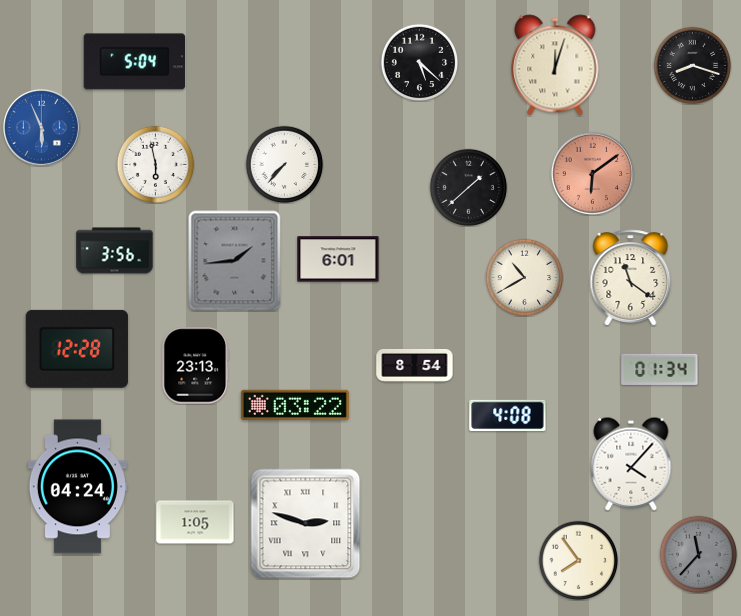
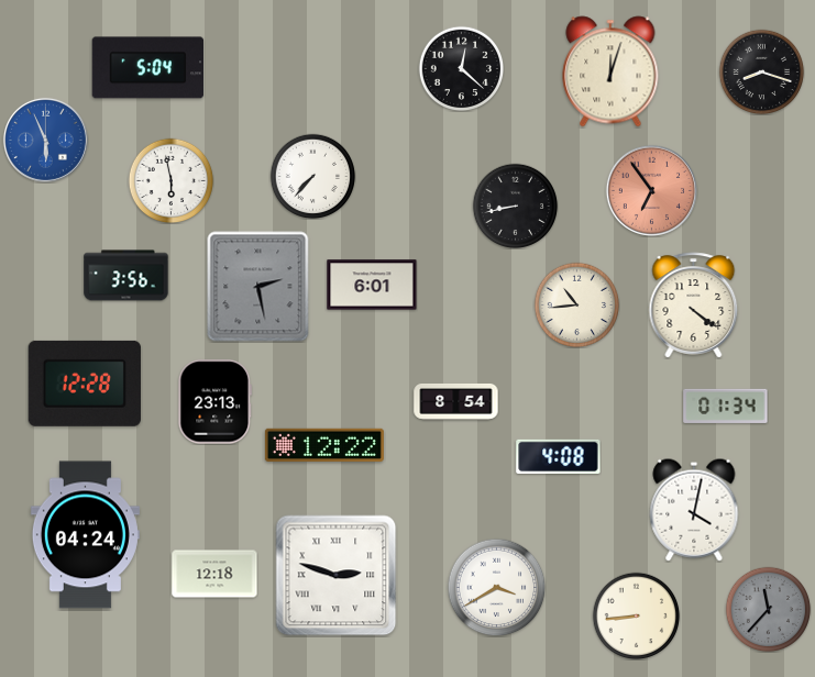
clock at (419, 62): 5:22 -> 12:22
clock at (284, 164) position: (284, 164) -> (312, 176)
clock at (592, 173): 6:09 -> 6:54
clock at (468, 187): 1:38 -> 8:43
clock at (235, 261): 1:44 -> 2:28
clock at (524, 277): 10:40 -> 10:44
clock at (631, 278): 11:21 -> 4:21
clock at (295, 405): 03:22 -> 12:22
clock at (631, 464): 4:07 -> 4:02
clock at (195, 522): 1:05 -> 12:18
clock at (496, 587): none -> 3:40
clock at (578, 560): 7:54 -> 8:44
